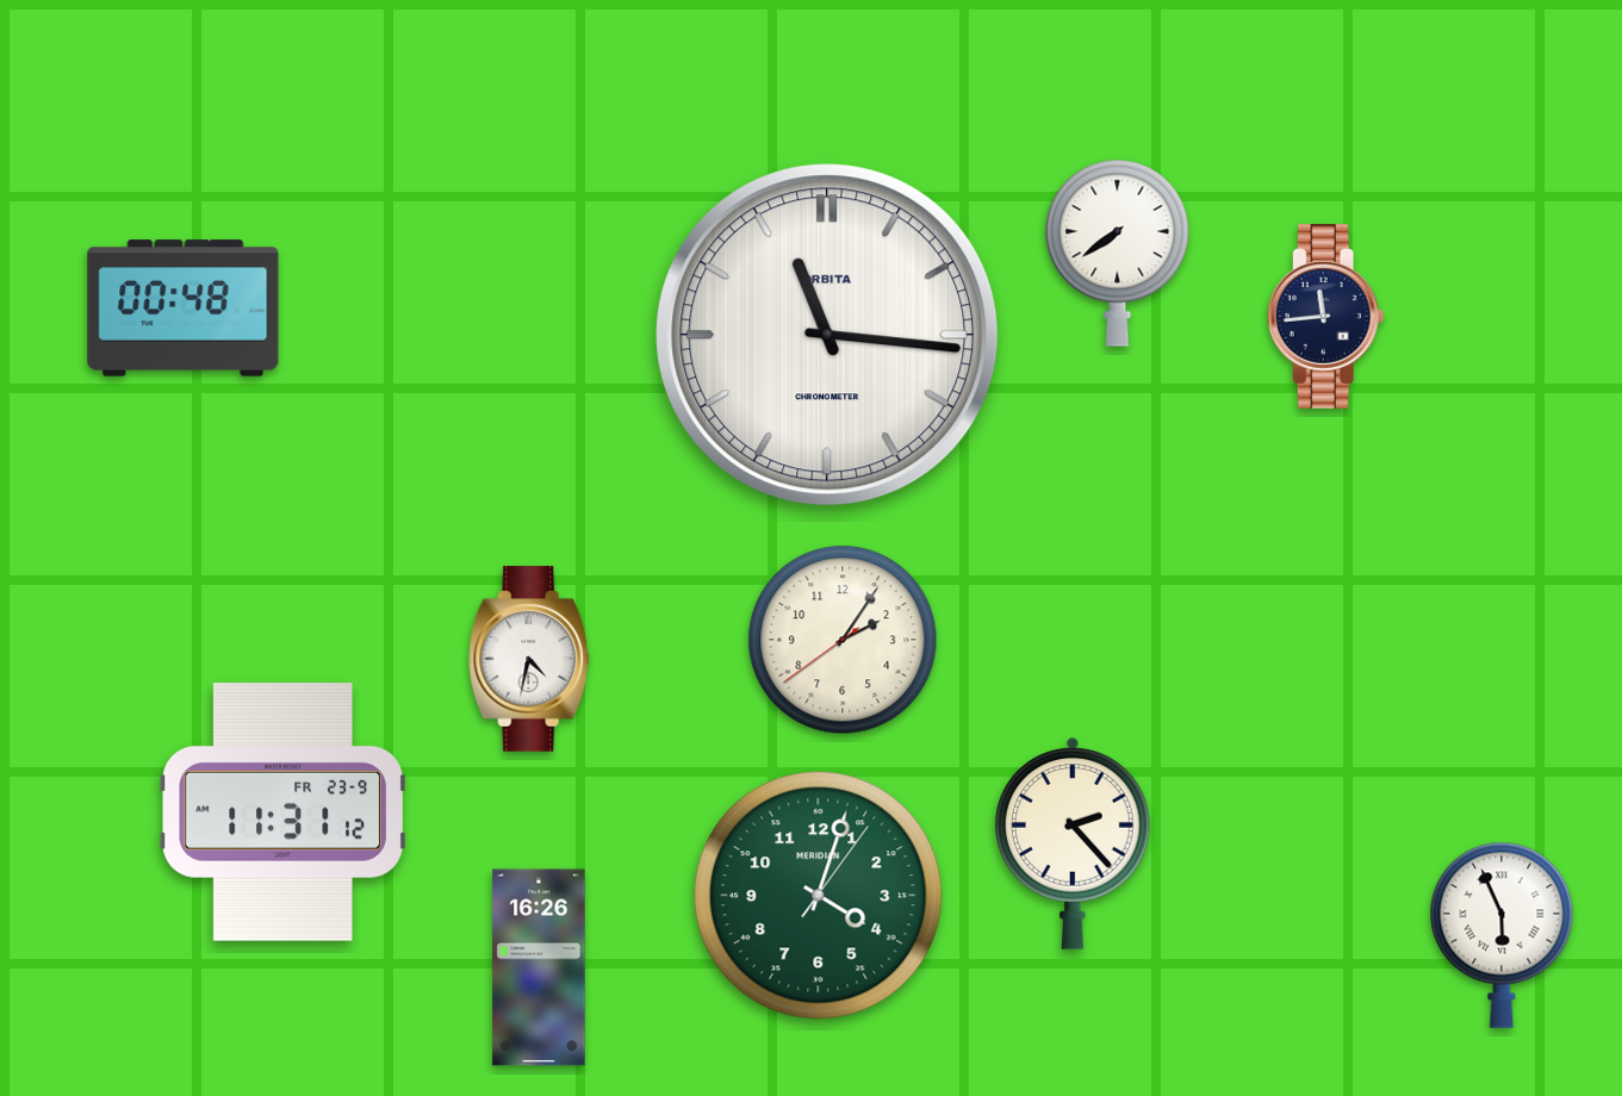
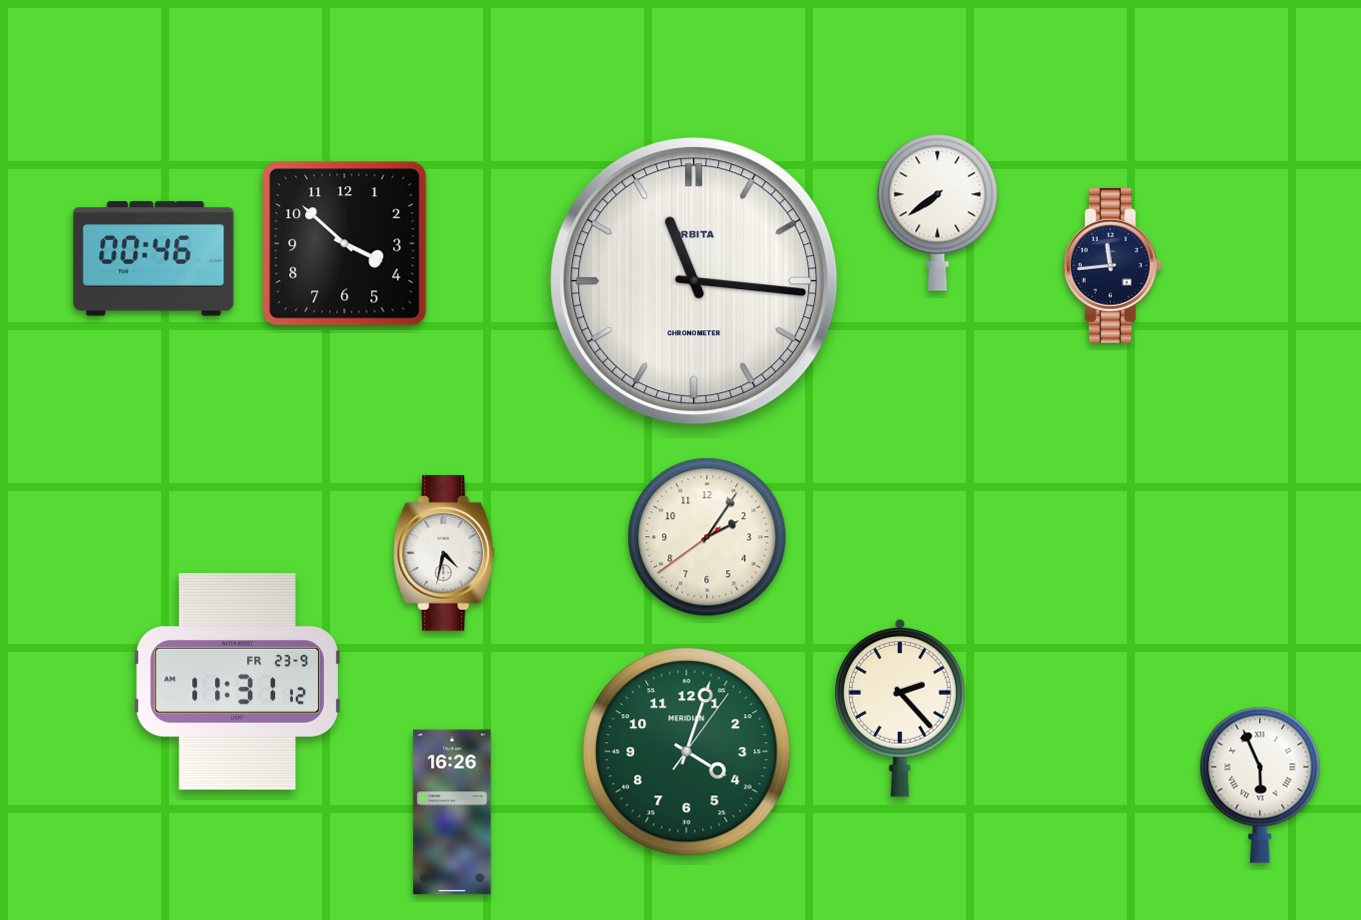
clock at (345, 244): none -> 3:52
clock at (184, 309): 00:48 -> 00:46
